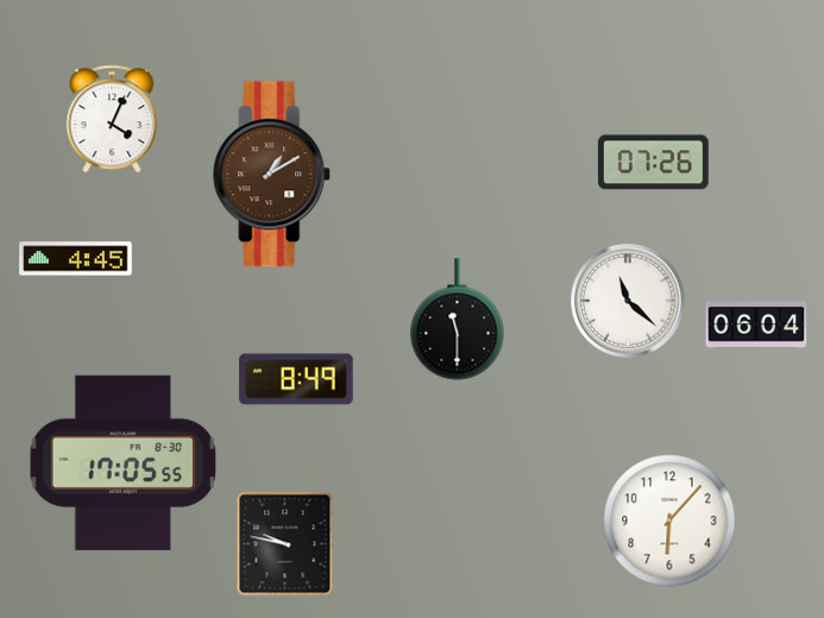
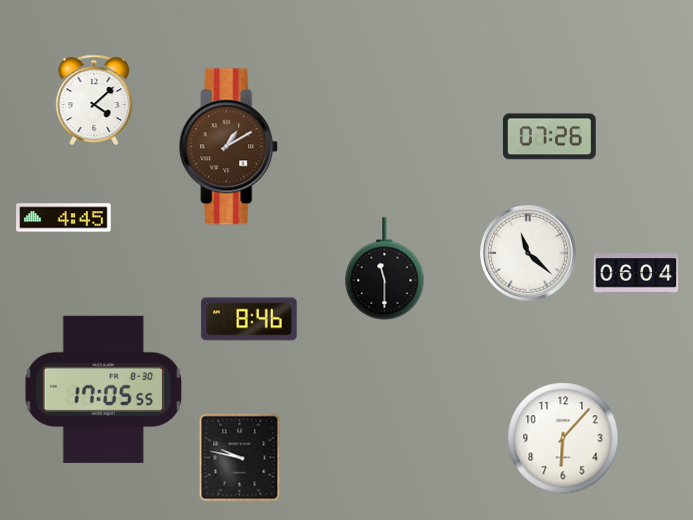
clock at (112, 119): 4:04 -> 4:08
clock at (296, 379): 8:49 -> 8:46
